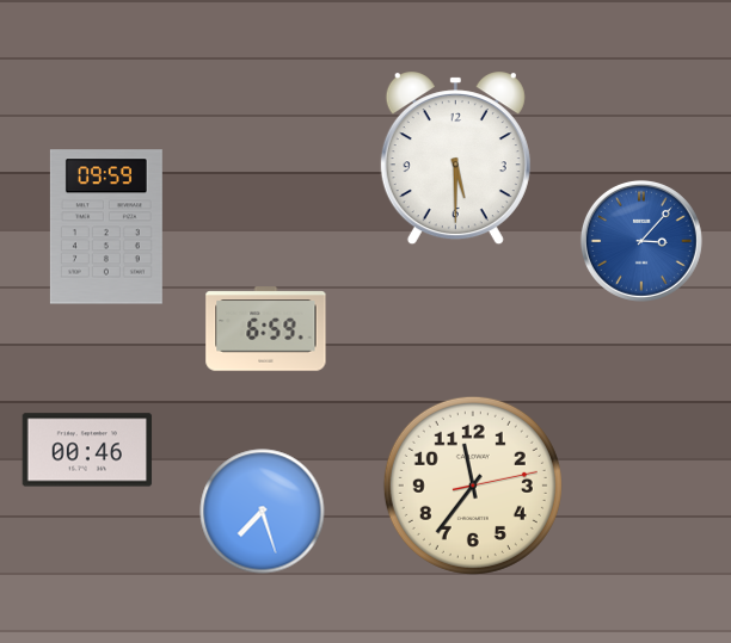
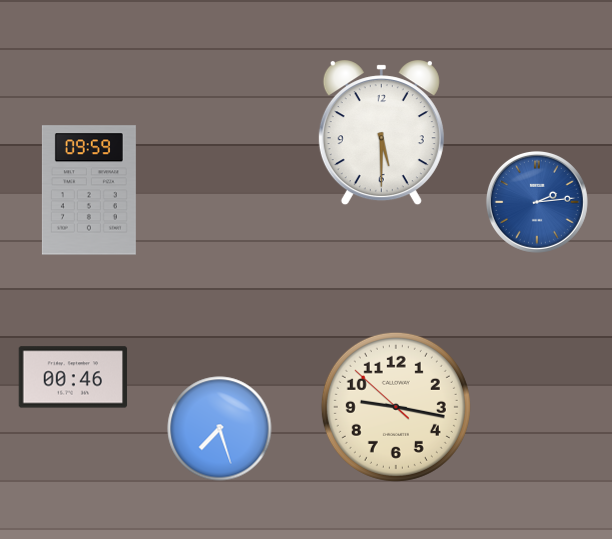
clock at (641, 241): 3:07 -> 2:14
clock at (266, 329): 6:59 -> none
clock at (473, 486): 11:36 -> 9:16
